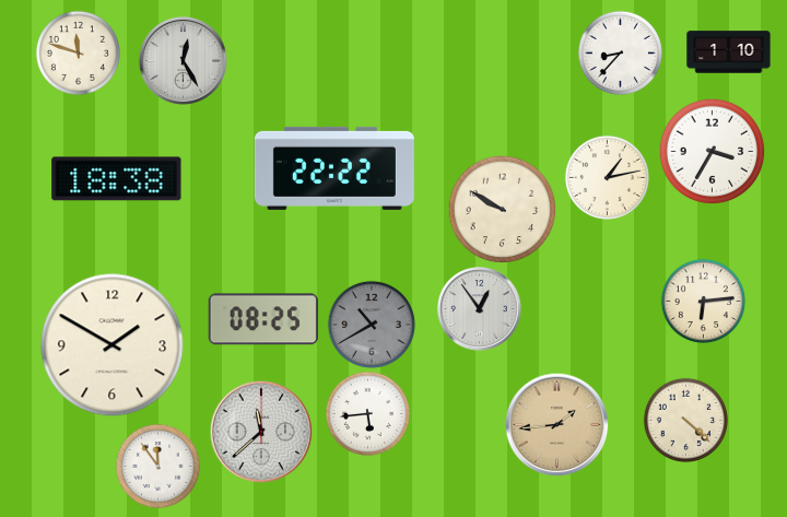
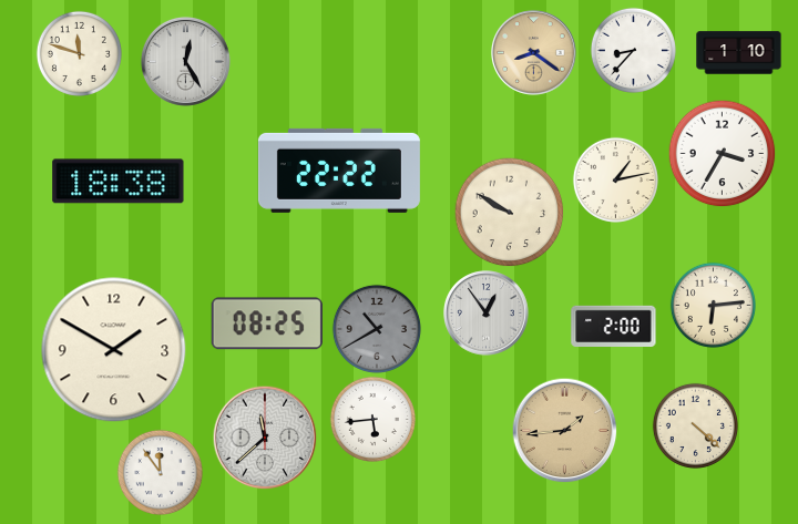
clock at (534, 53): none -> 8:21
clock at (620, 52) position: (620, 52) -> (633, 50)
clock at (614, 326): none -> 2:00
